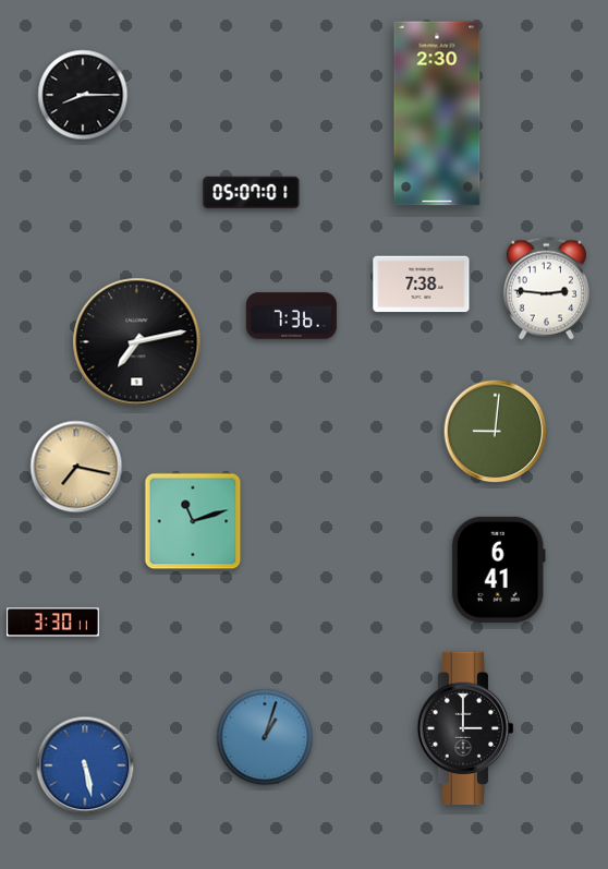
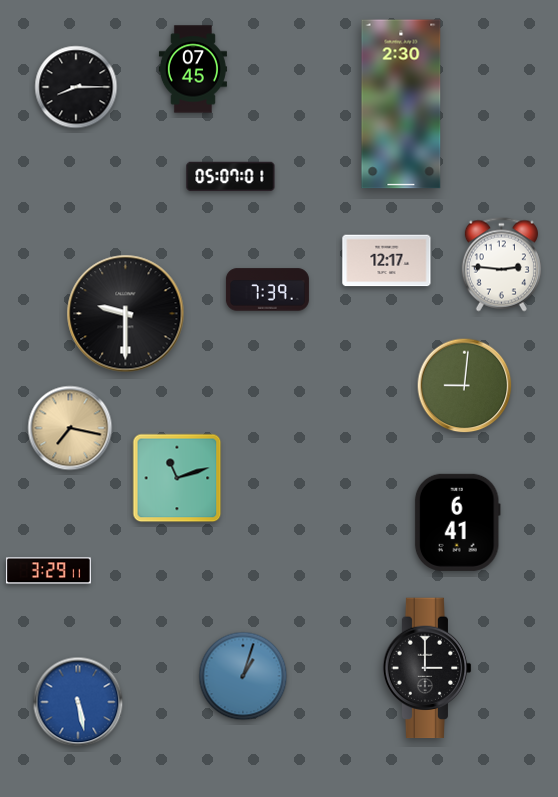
clock at (193, 69): none -> 07:45
clock at (422, 285): 7:38 -> 12:17
clock at (291, 316): 7:36 -> 7:39
clock at (137, 342): 7:13 -> 9:30
clock at (496, 432) position: (496, 432) -> (465, 386)
clock at (53, 623): 3:30 -> 3:29
